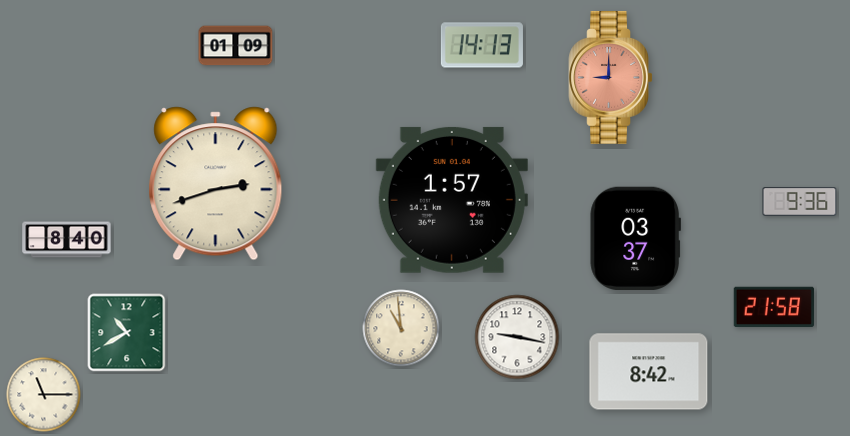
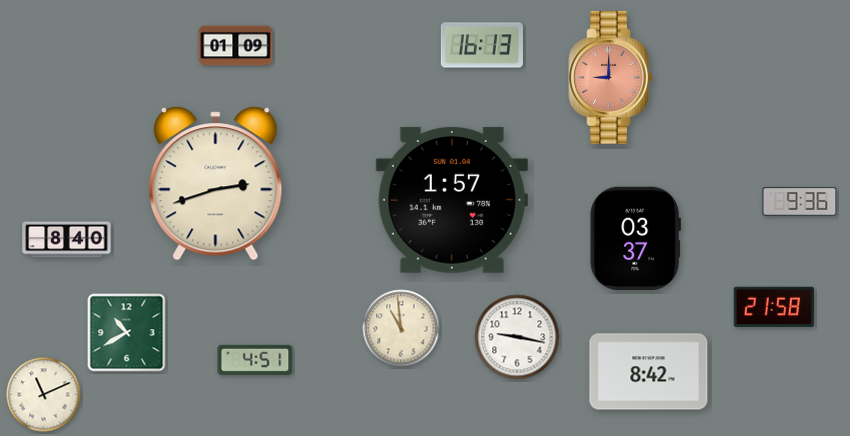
clock at (482, 45): 14:13 -> 16:13
clock at (255, 360): none -> 4:51
clock at (44, 395): 11:15 -> 11:11
